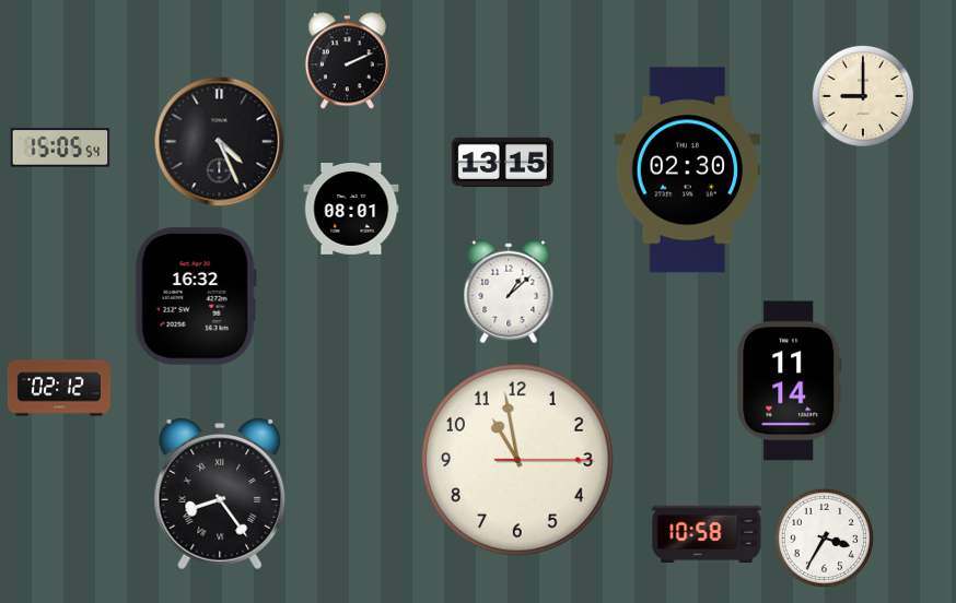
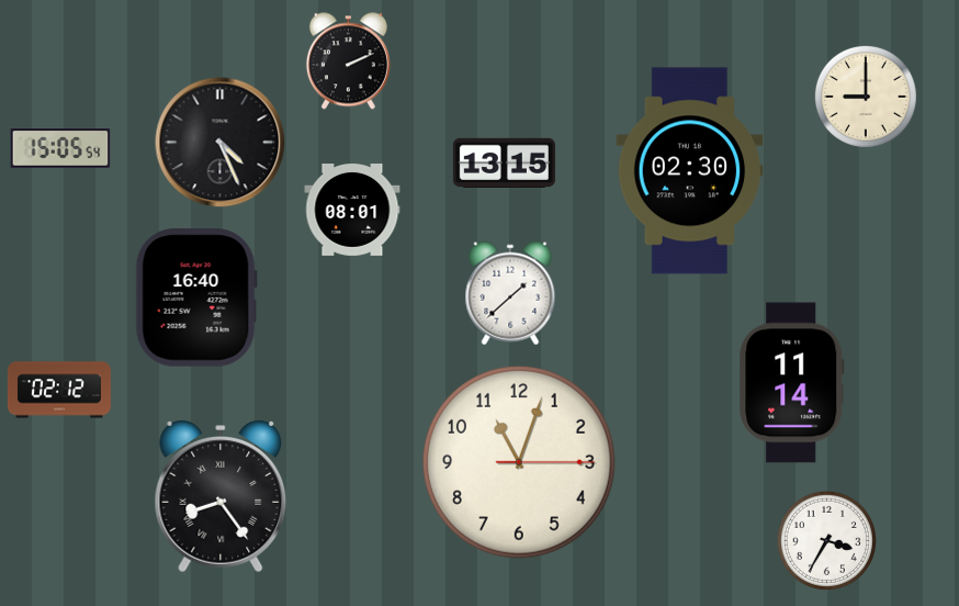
clock at (509, 292): 1:08 -> 1:38
clock at (196, 296): 16:32 -> 16:40
clock at (517, 460): 10:58 -> 11:03
clock at (707, 534): 10:58 -> none
